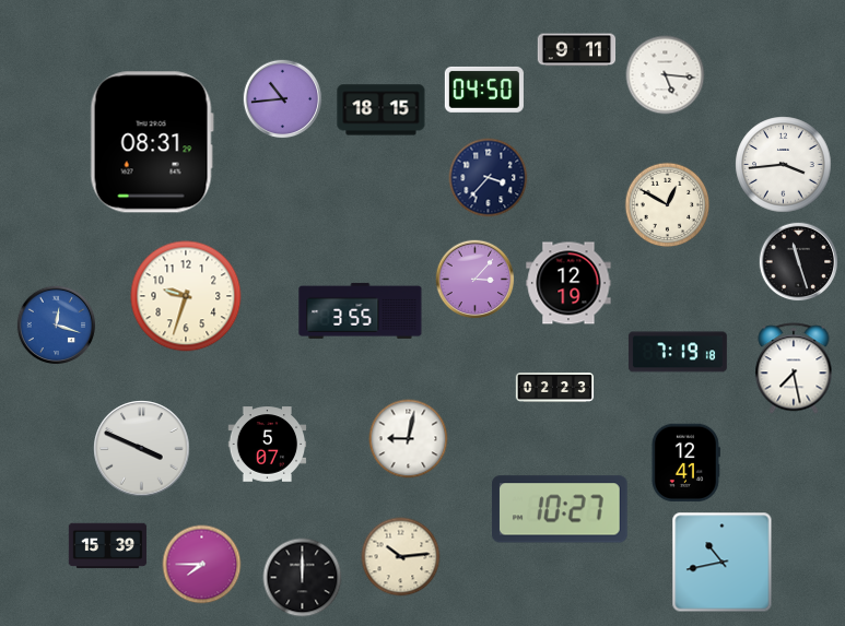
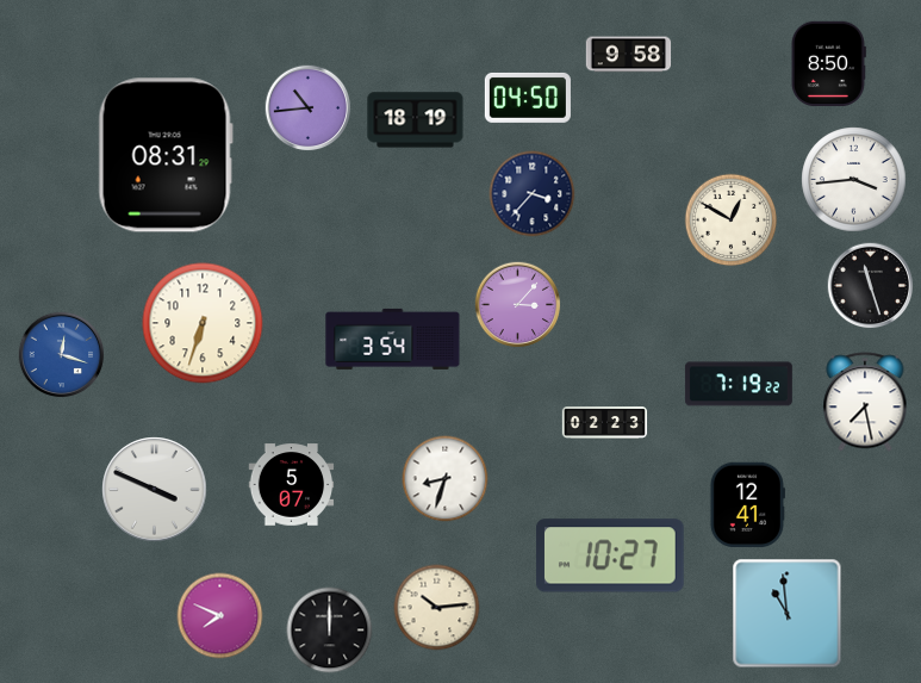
clock at (577, 50): 9:11 -> 9:58
clock at (828, 63): none -> 8:50
clock at (666, 75): 5:16 -> none
clock at (382, 110): 18:15 -> 18:19
clock at (668, 205) position: (668, 205) -> (732, 221)
clock at (568, 283): 12:19 -> none
clock at (186, 296): 9:33 -> 6:33
clock at (361, 310): 3:55 -> 3:54
clock at (678, 352): 7:19:18 -> 7:19:22
clock at (409, 439): 9:02 -> 8:33
clock at (108, 546): 15:39 -> none
clock at (723, 563): 10:43 -> 10:59
clock at (202, 565): 7:45 -> 7:49
